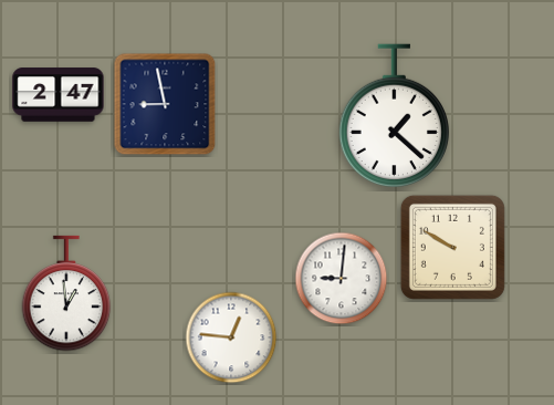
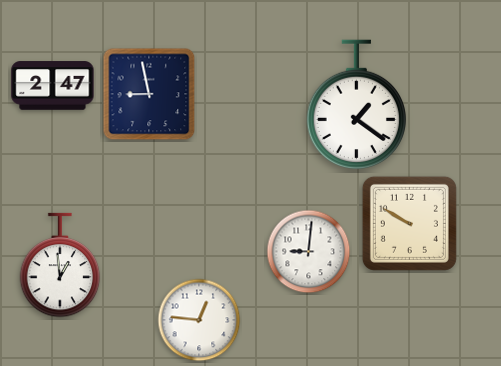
clock at (394, 116): 1:22 -> 1:21
clock at (231, 337) position: (231, 337) -> (199, 320)
